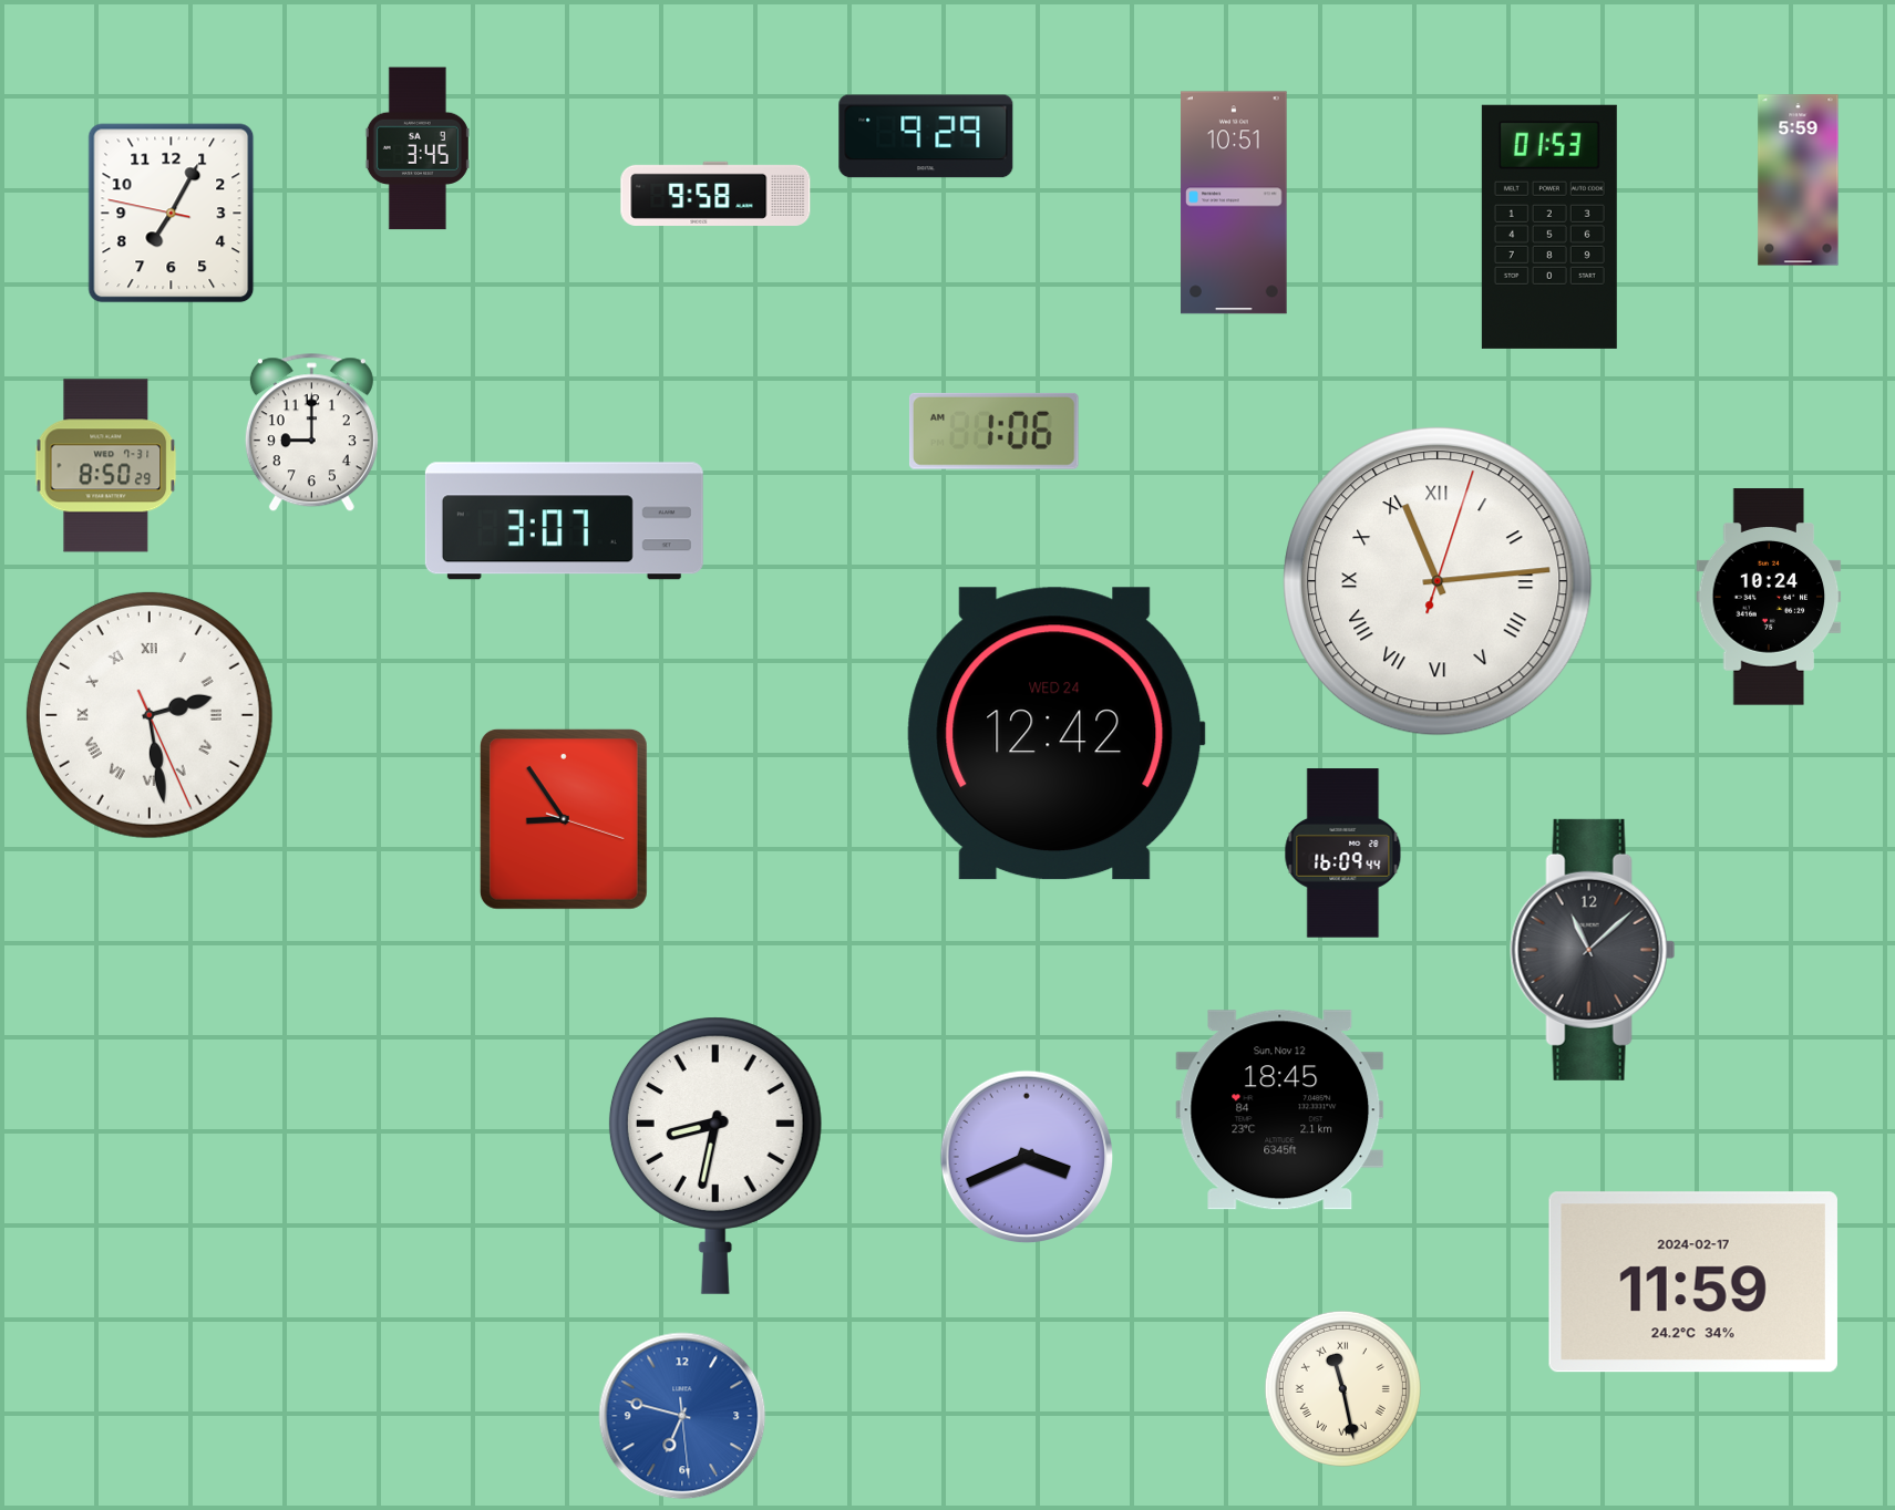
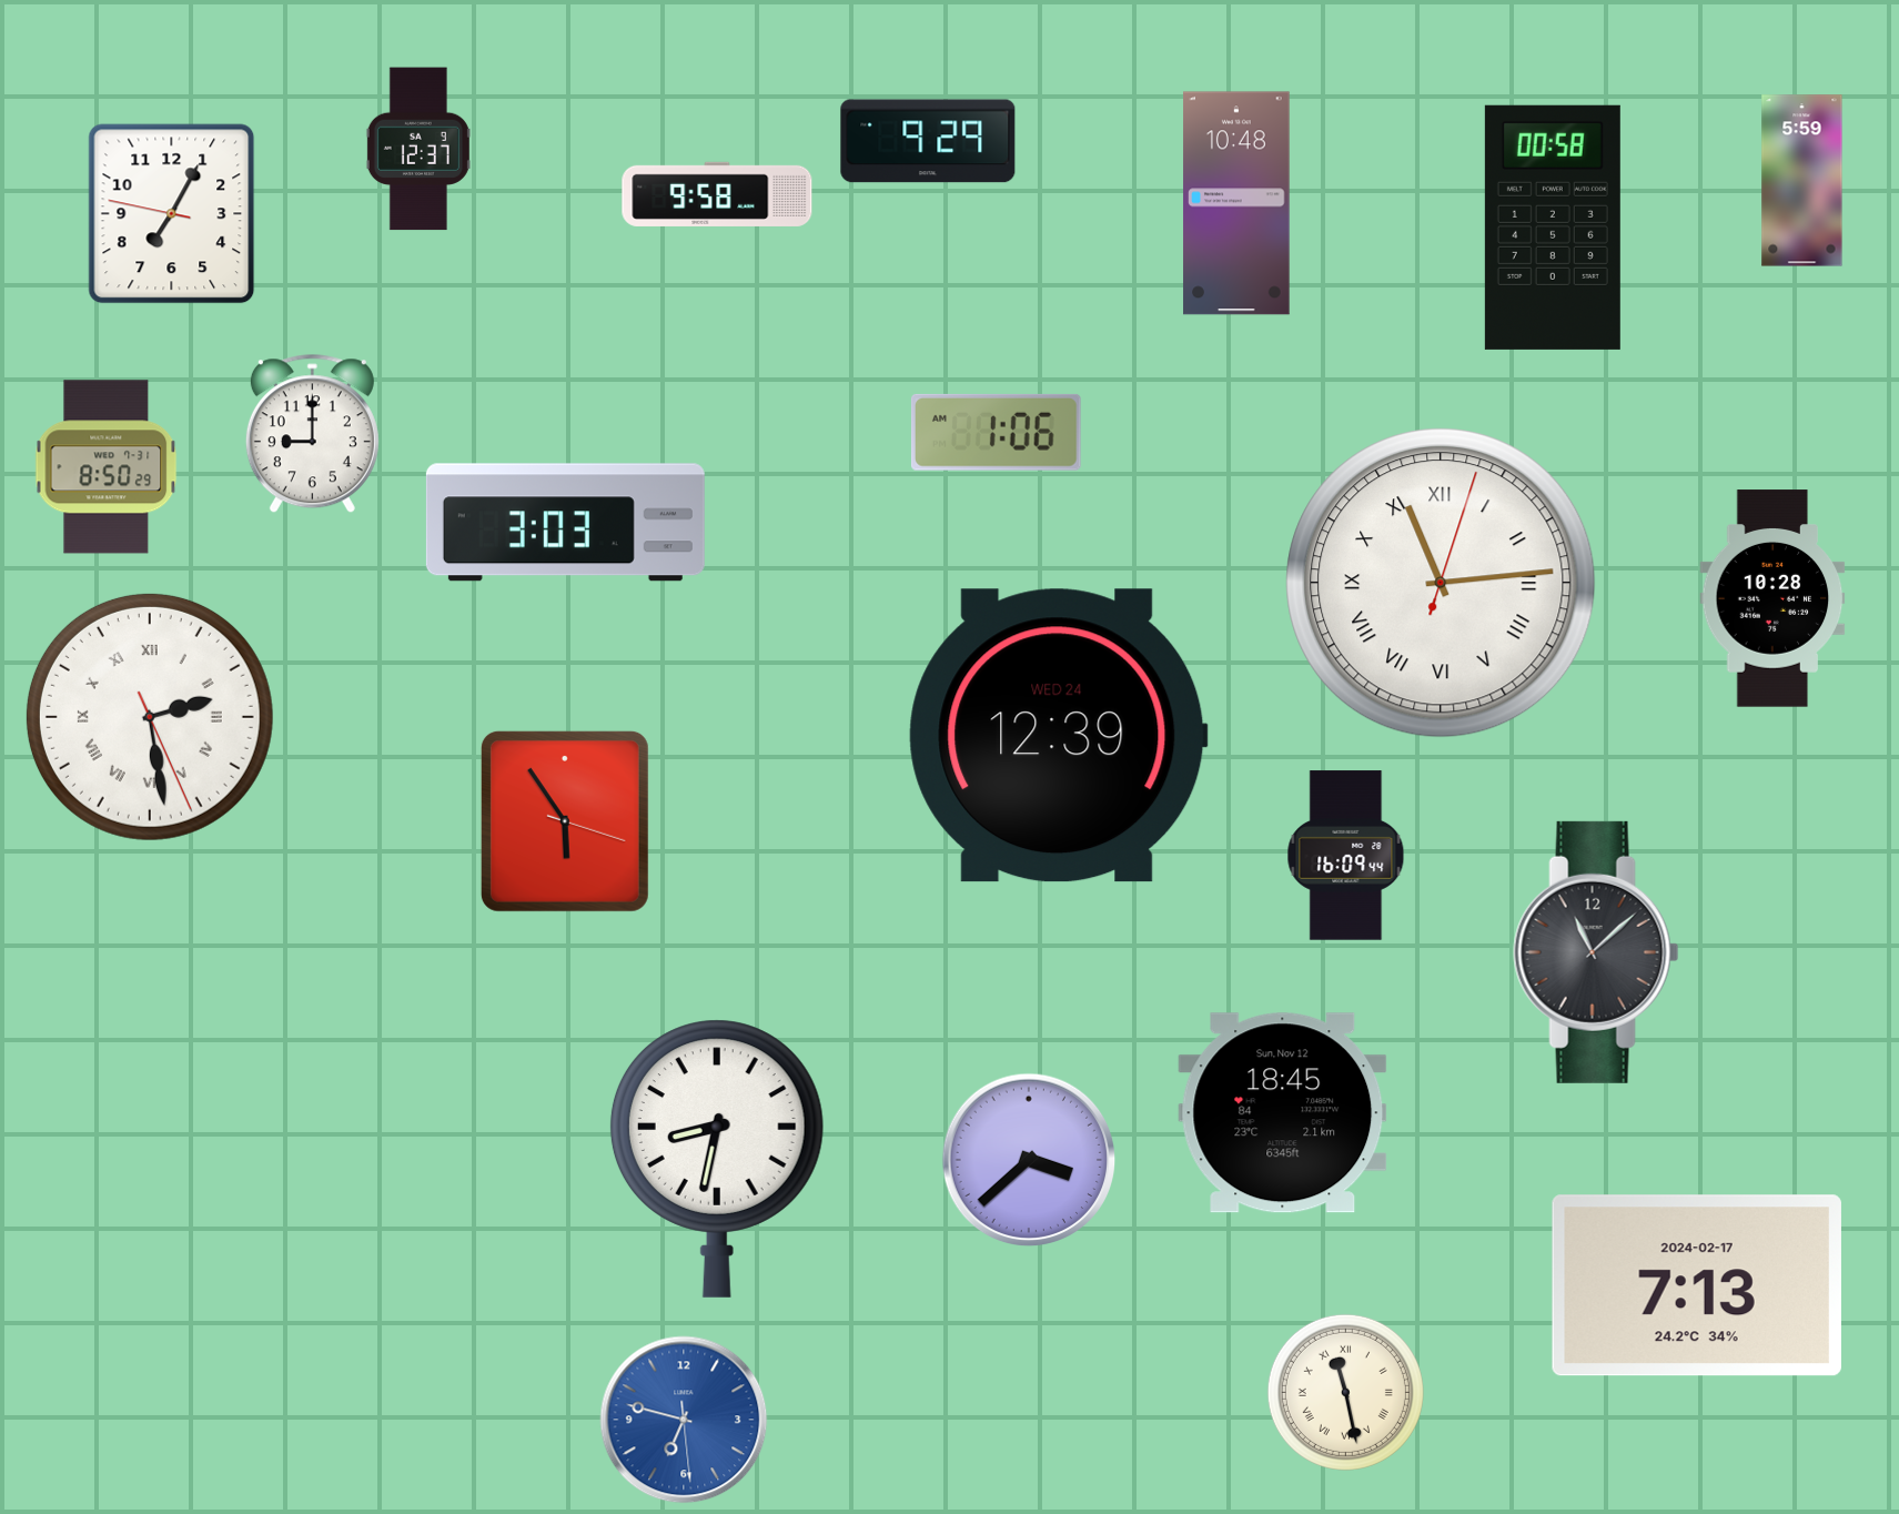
clock at (926, 136) position: (926, 136) -> (928, 141)
clock at (418, 148): 3:45 -> 12:37
clock at (1234, 203): 10:51 -> 10:48
clock at (1549, 227): 01:53 -> 00:58
clock at (564, 521): 3:07 -> 3:03
clock at (1769, 597): 10:24 -> 10:28
clock at (1055, 734): 12:42 -> 12:39
clock at (564, 819): 8:54 -> 5:54
clock at (1027, 1157): 3:41 -> 3:38
clock at (1693, 1282): 11:59 -> 7:13
